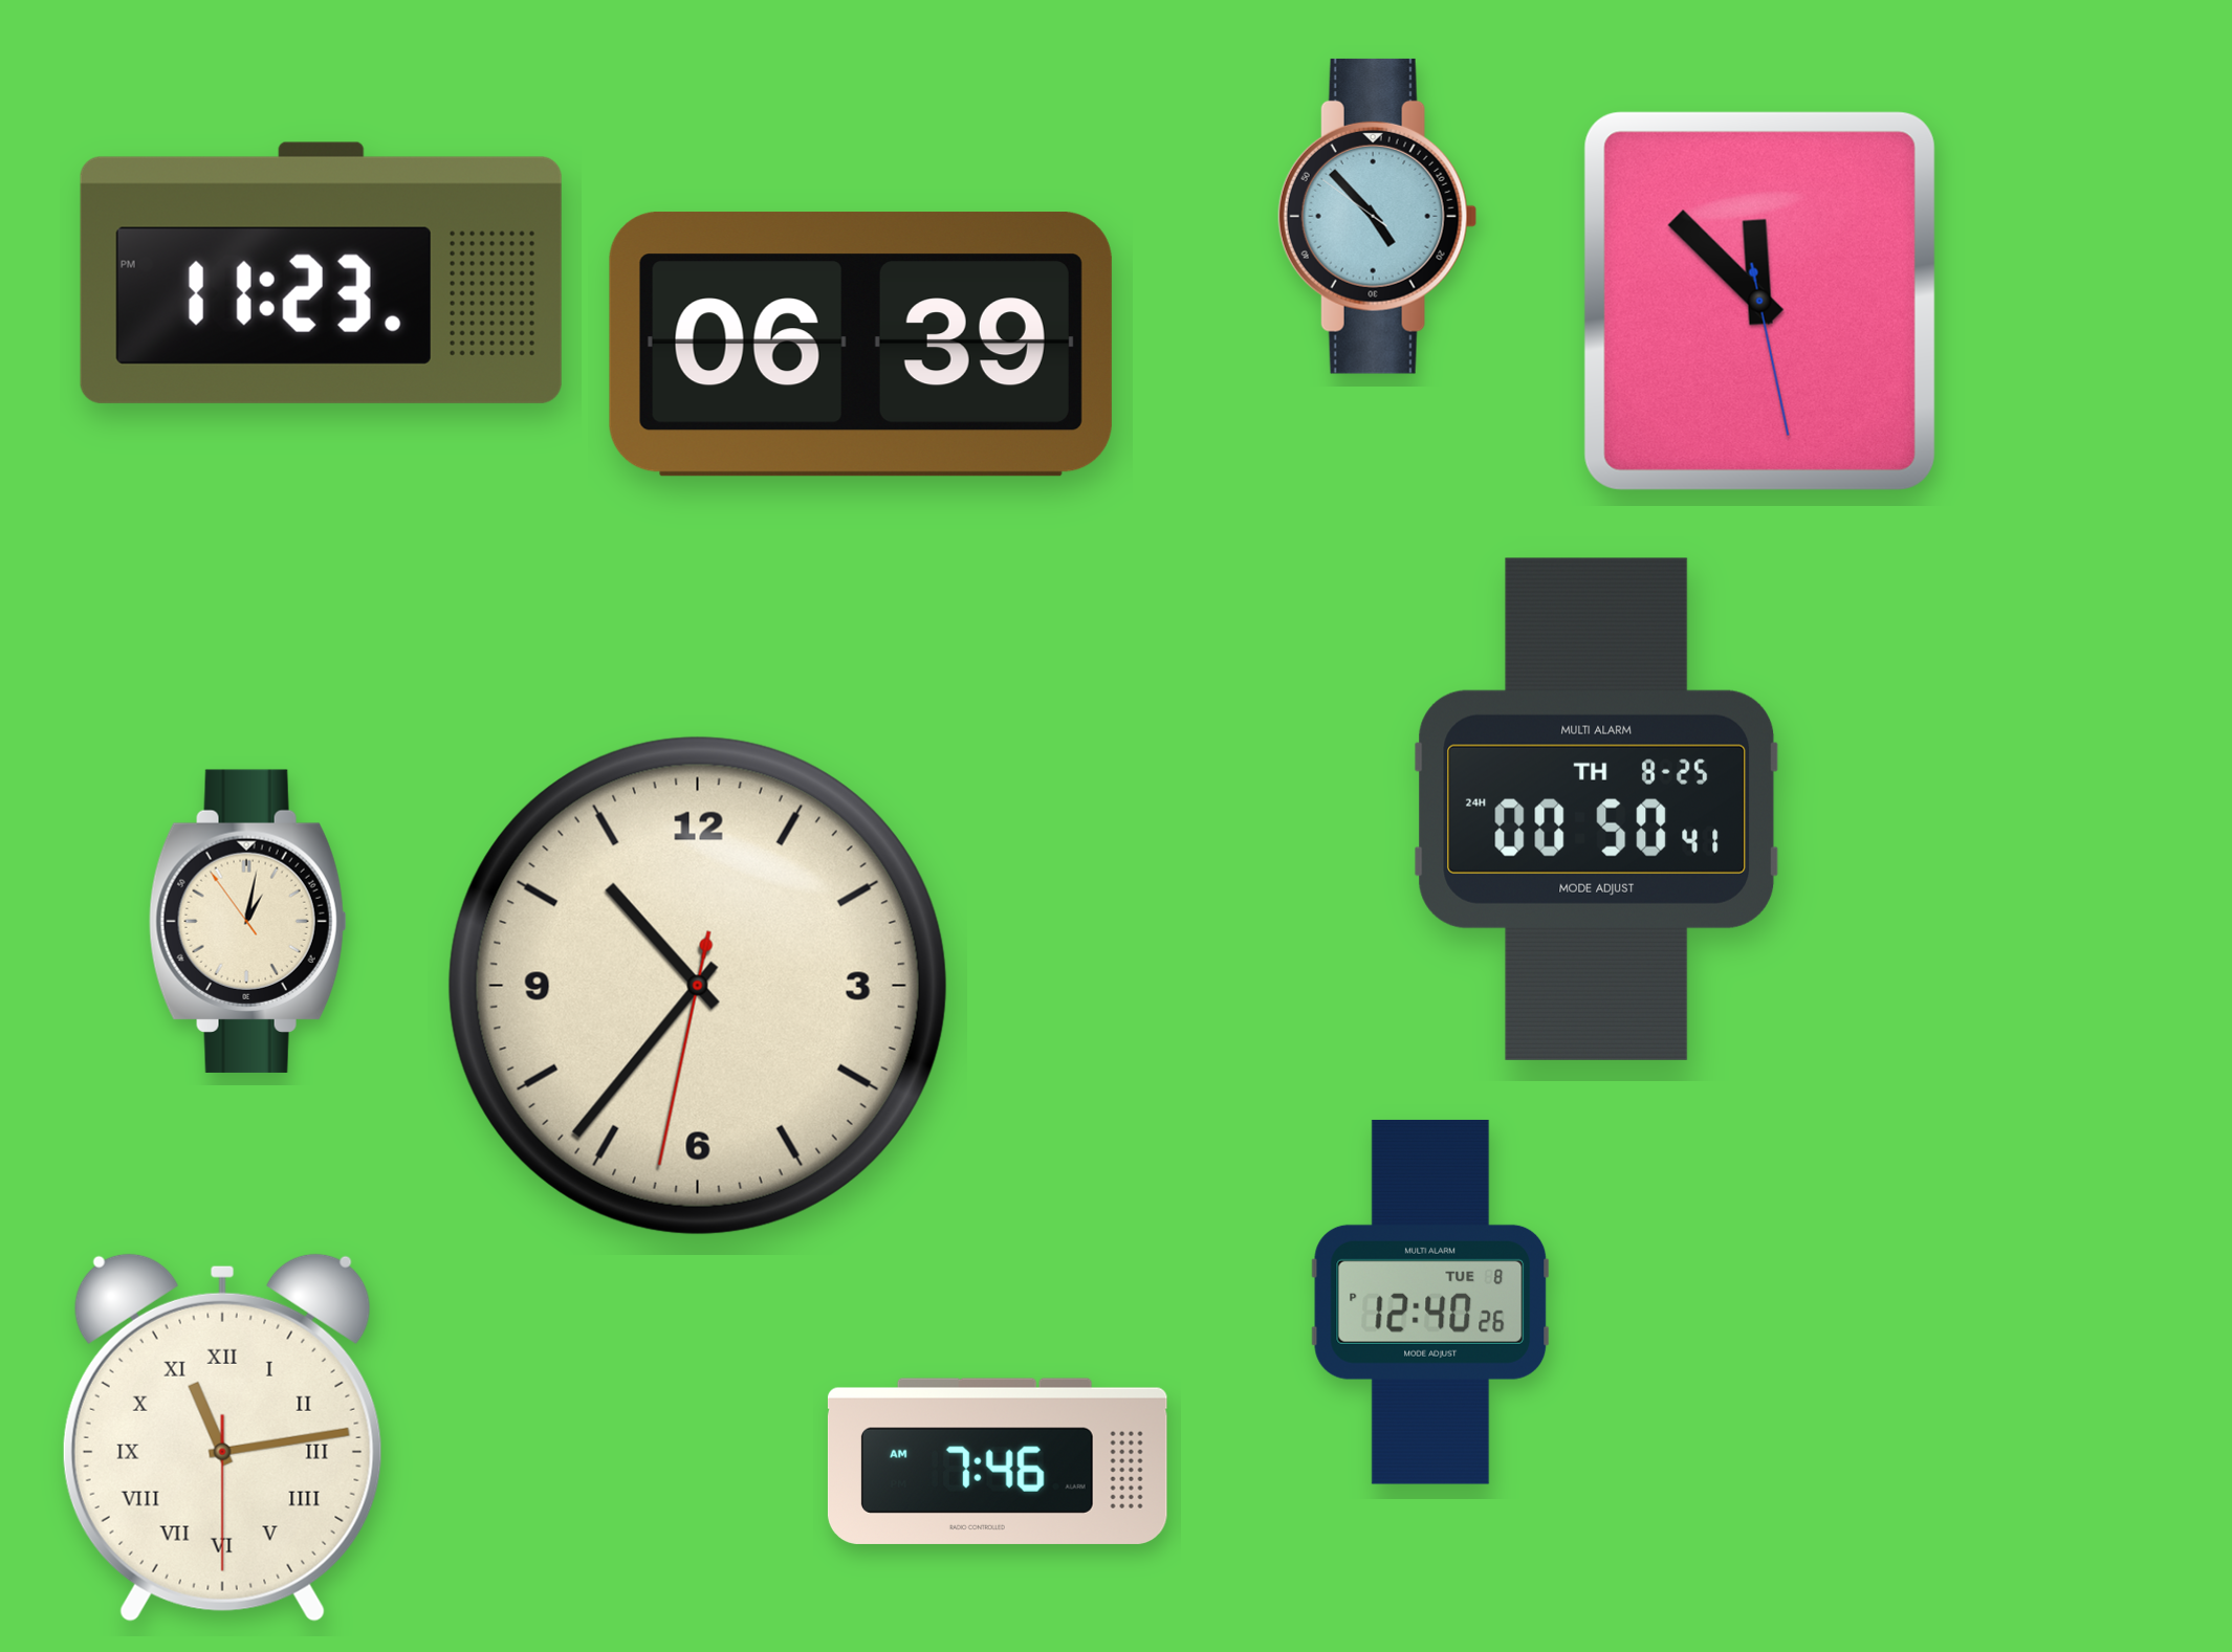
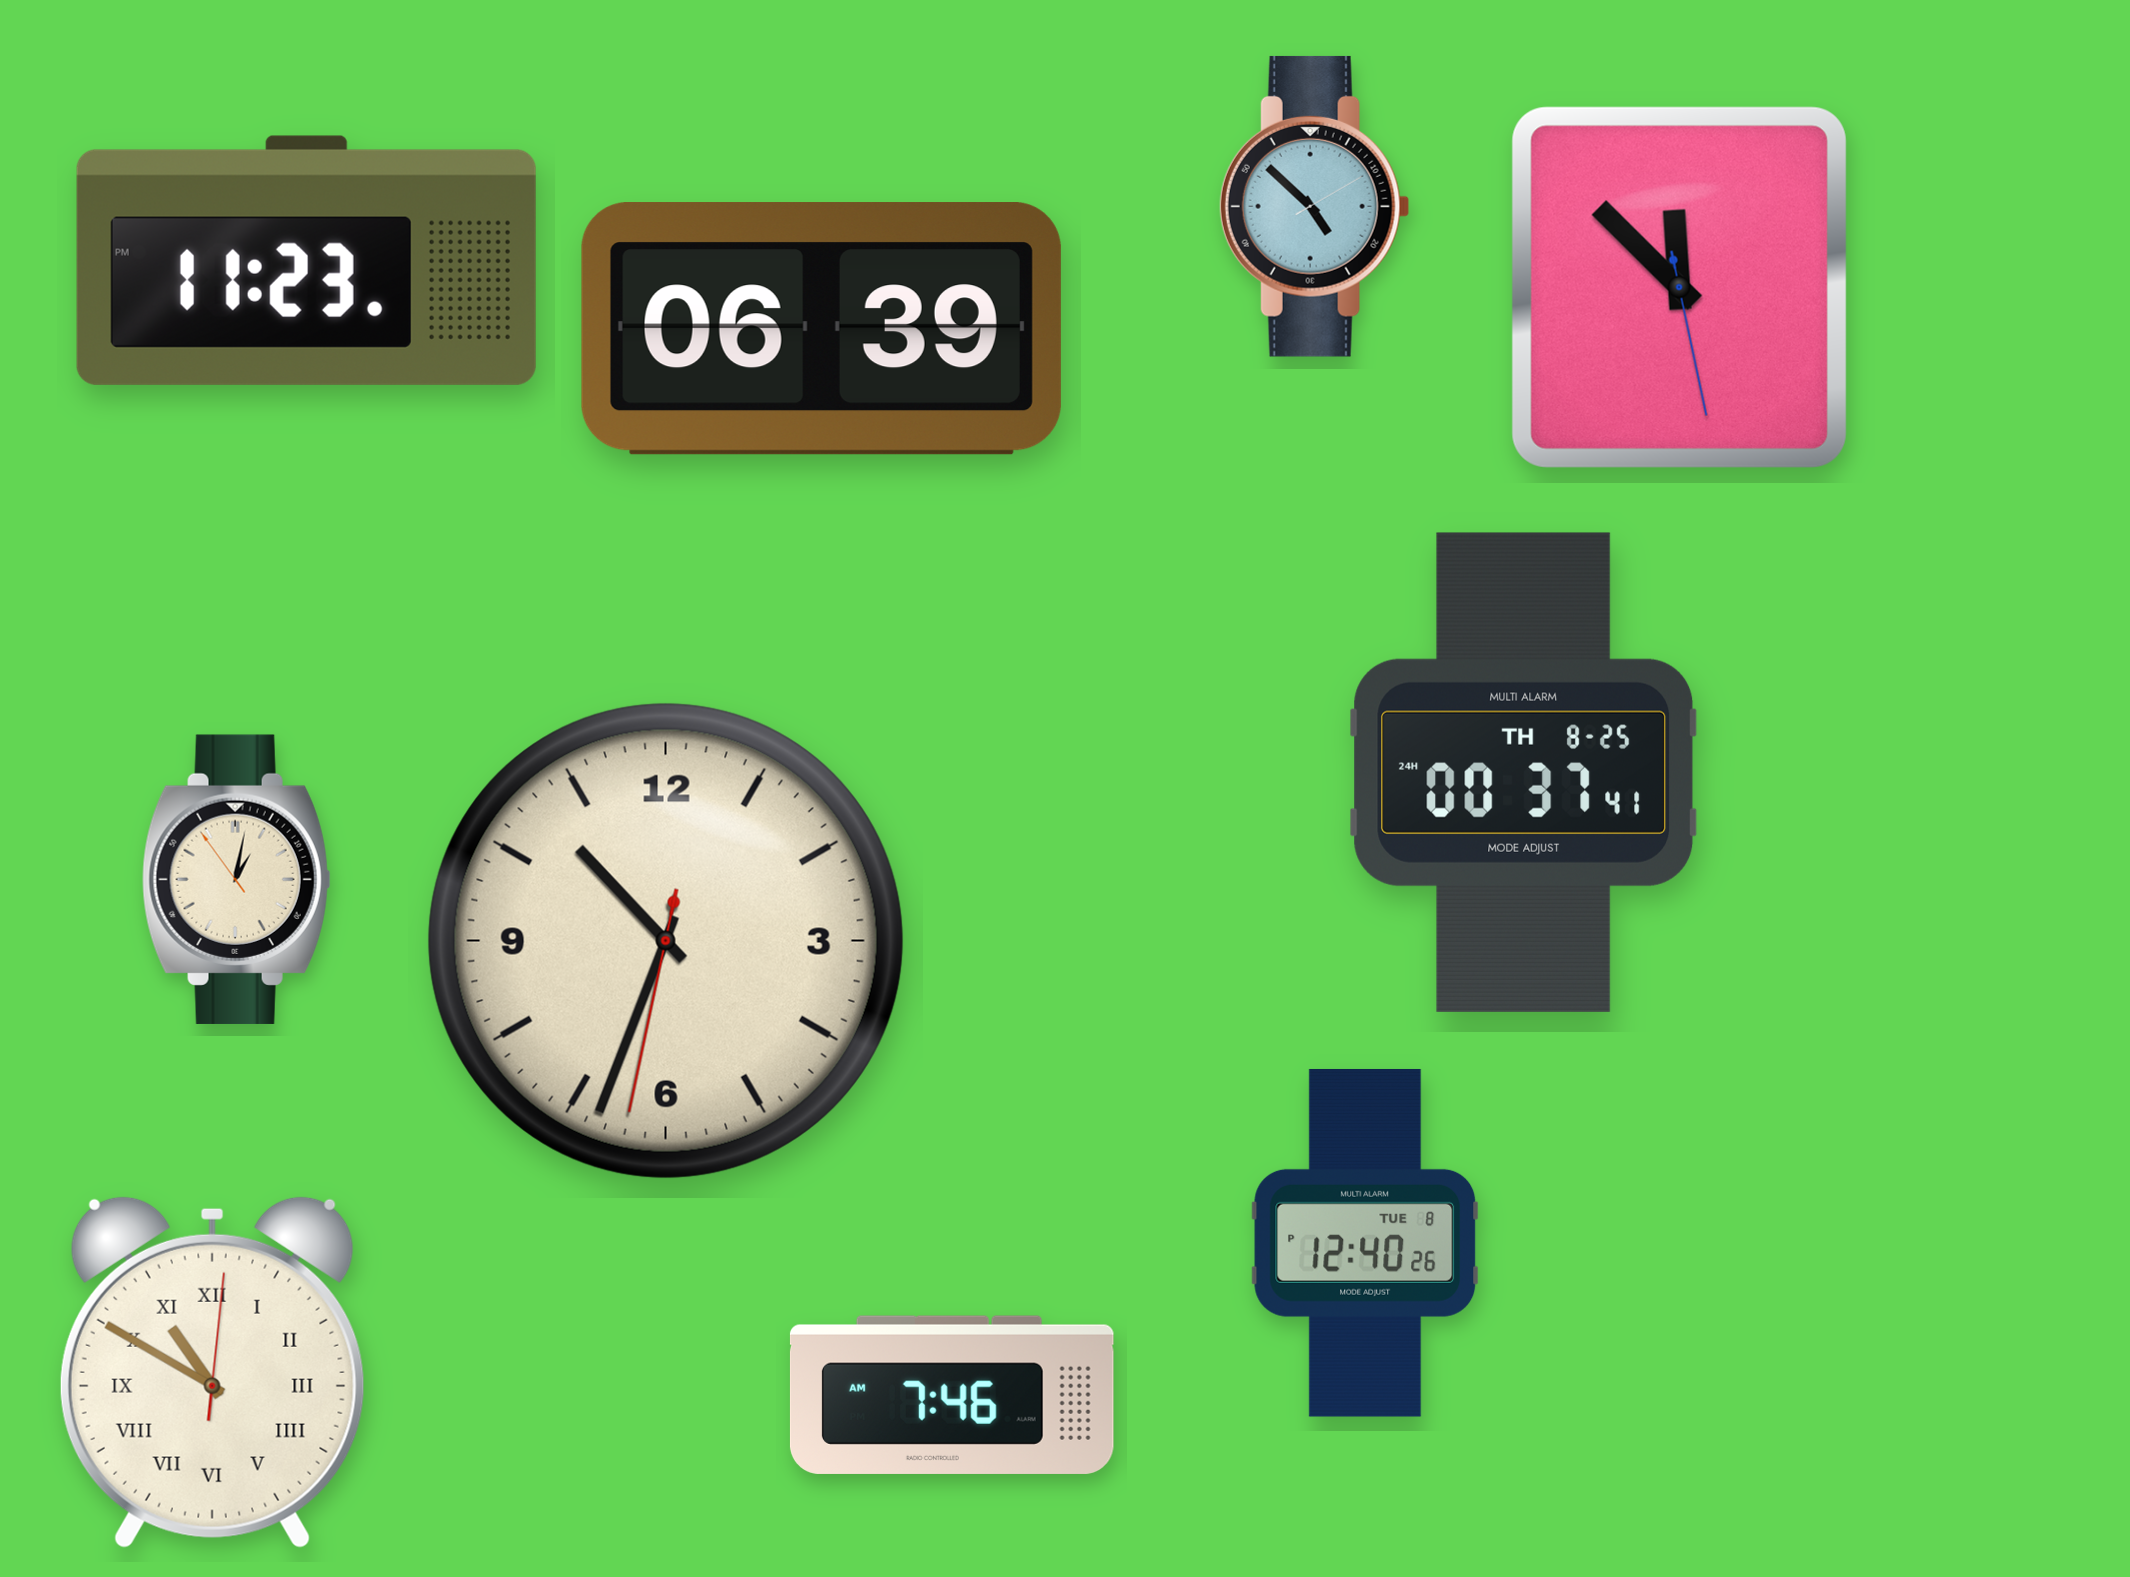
clock at (1377, 216): 4:52:51 -> 4:52:10
clock at (1597, 809): 00:50 -> 00:37
clock at (698, 986): 10:36 -> 10:33
clock at (222, 1437): 11:13 -> 10:50
